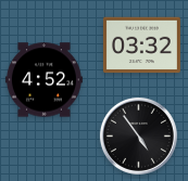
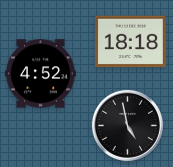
clock at (141, 46): 03:32 -> 18:18
clock at (138, 135): 4:54 -> 4:58
